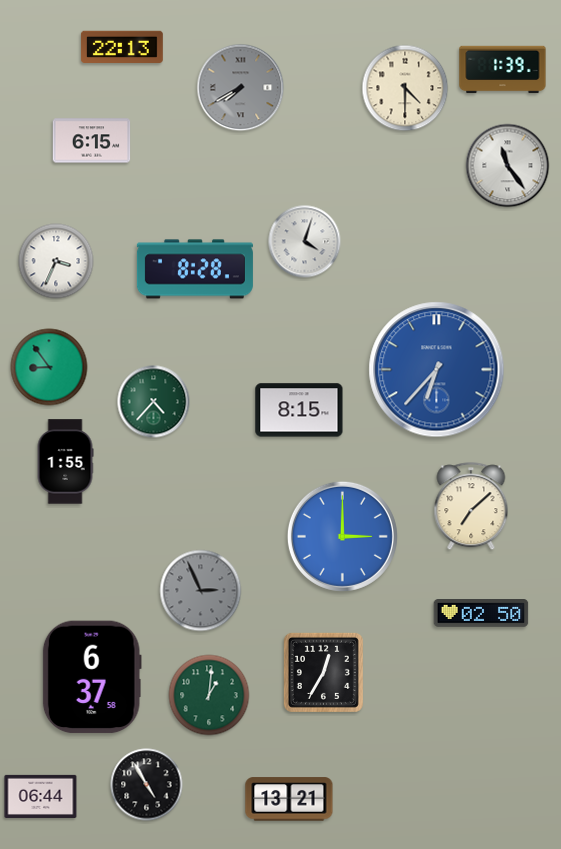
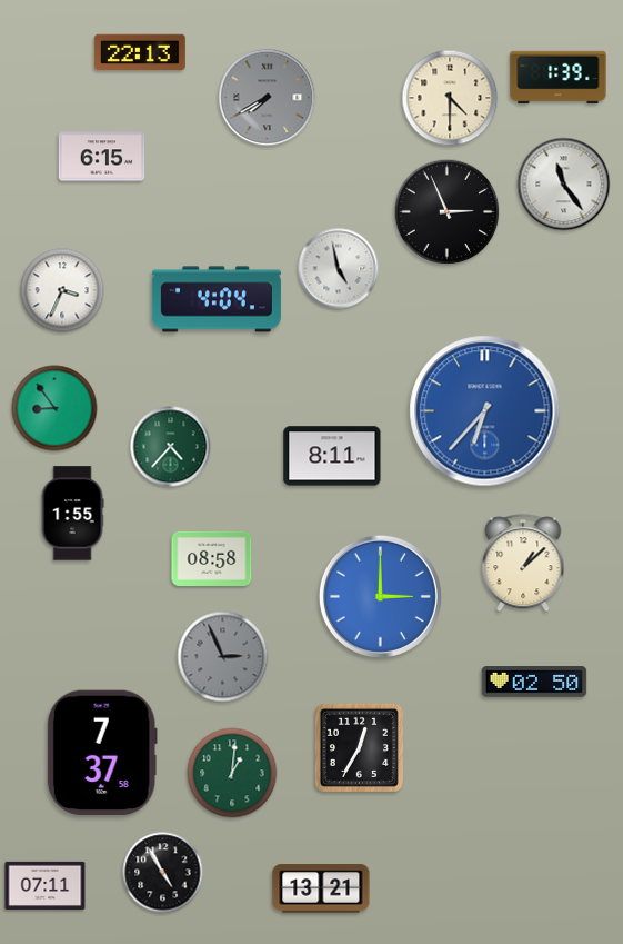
clock at (122, 47) position: (122, 47) -> (140, 52)
clock at (448, 212): none -> 2:56
clock at (305, 242): 4:03 -> 4:58
clock at (195, 269): 8:28 -> 4:04
clock at (299, 410): 8:15 -> 8:11
clock at (212, 558): none -> 08:58
clock at (471, 507): 7:08 -> 1:08
clock at (92, 677): 6:37 -> 7:37
clock at (41, 796): 06:44 -> 07:11
